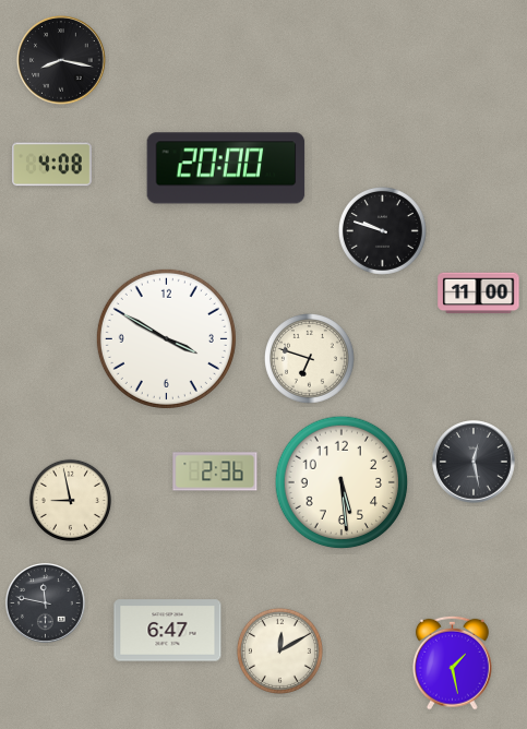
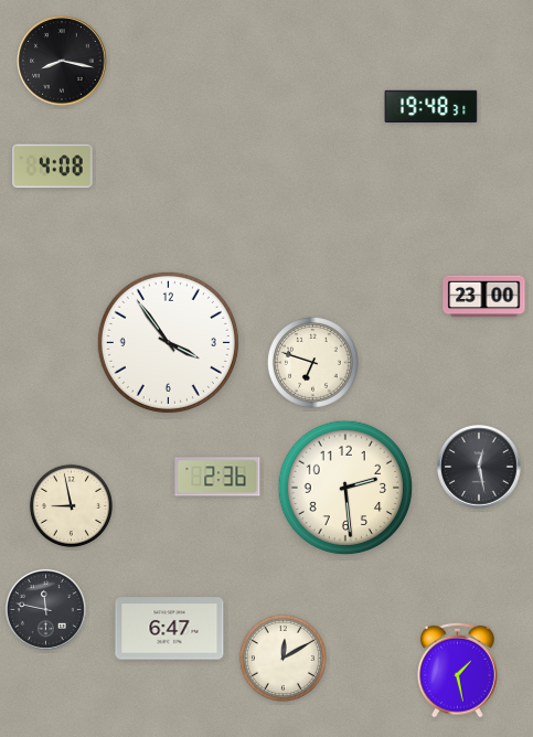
clock at (431, 106): none -> 19:48
clock at (226, 168): 20:00 -> none
clock at (382, 230): 9:48 -> none
clock at (479, 294): 11:00 -> 23:00
clock at (166, 338): 3:50 -> 3:54
clock at (342, 482): 5:29 -> 2:29
clock at (168, 631) position: (168, 631) -> (170, 629)
